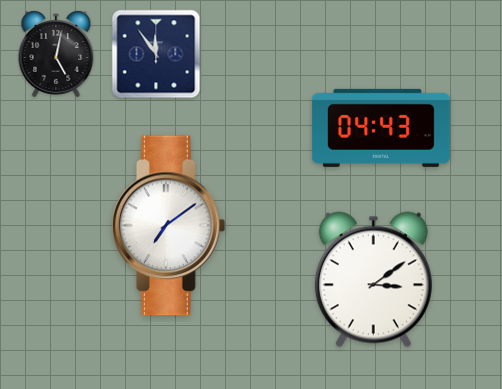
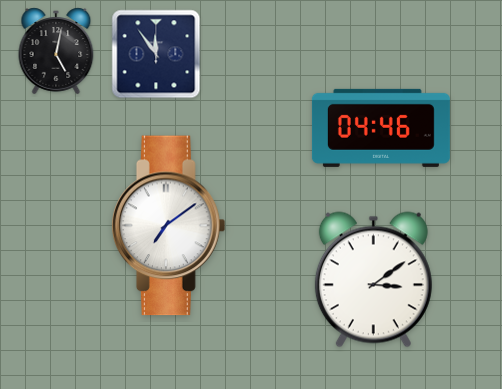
clock at (56, 54) position: (56, 54) -> (56, 51)
clock at (381, 128): 04:43 -> 04:46
